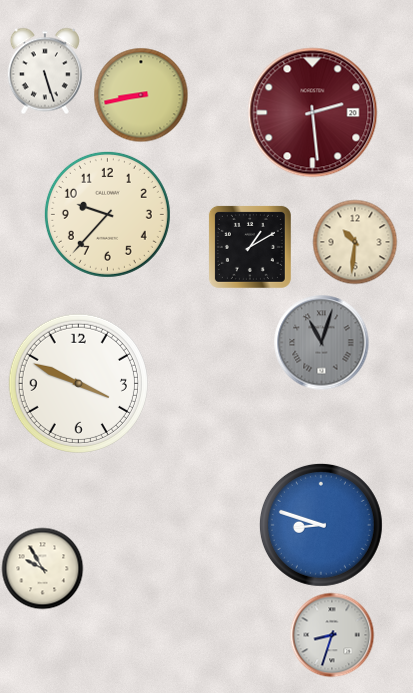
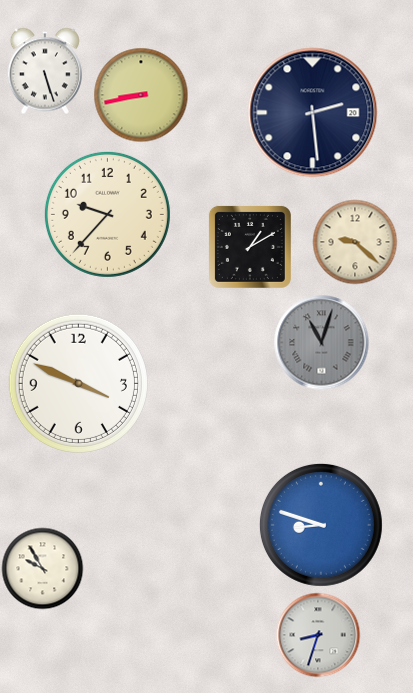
clock at (313, 113) dial: burgundy -> navy
clock at (355, 242): 10:31 -> 9:22
clock at (332, 635) position: (332, 635) -> (318, 635)
